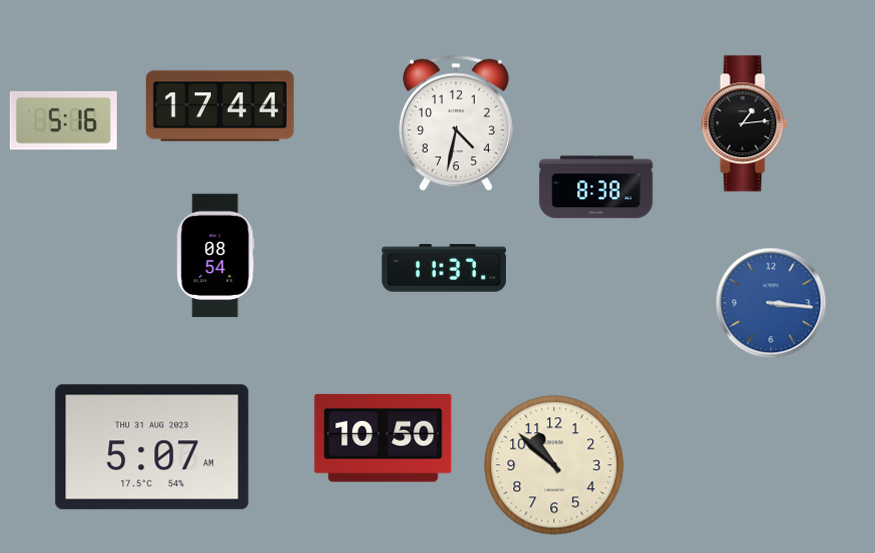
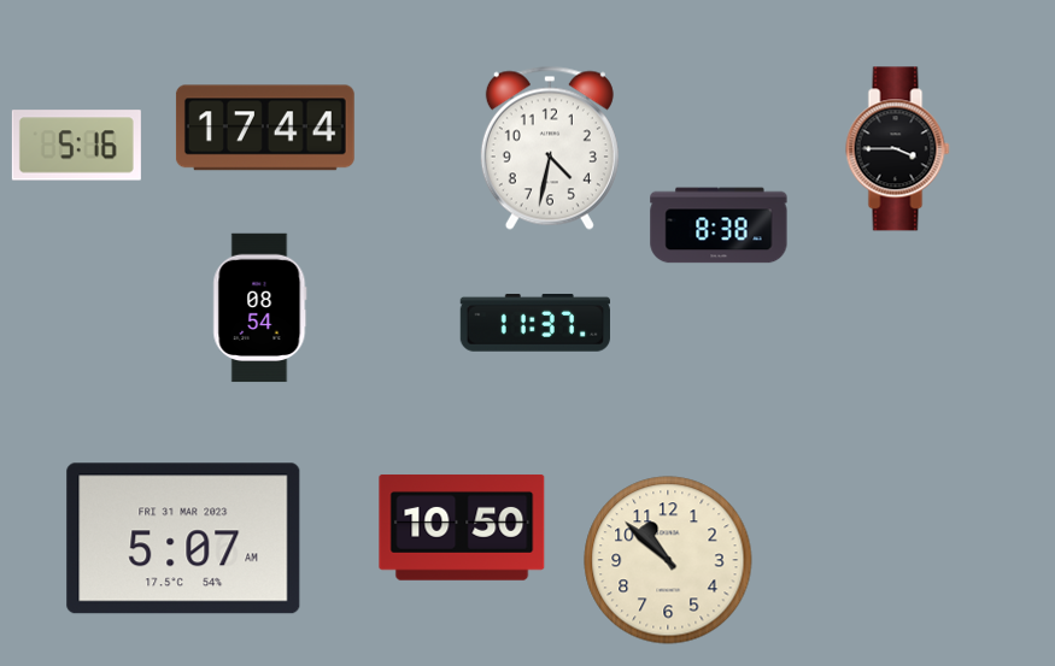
clock at (745, 124): 1:14 -> 3:45
clock at (771, 303): 3:16 -> none
clock at (152, 447) date: THU 31 AUG 2023 -> FRI 31 MAR 2023
